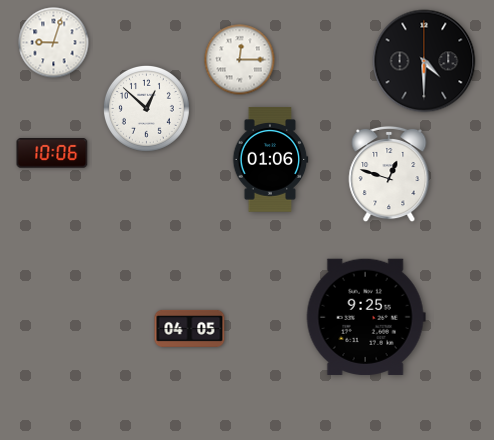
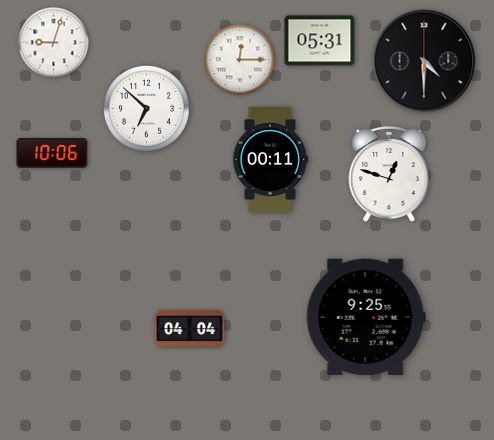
clock at (320, 41): none -> 05:31
clock at (146, 108): 12:52 -> 6:52
clock at (270, 160): 01:06 -> 00:11
clock at (190, 328): 04:05 -> 04:04
